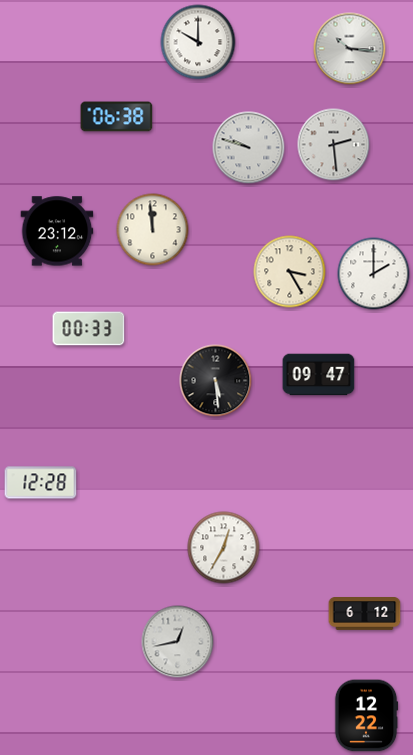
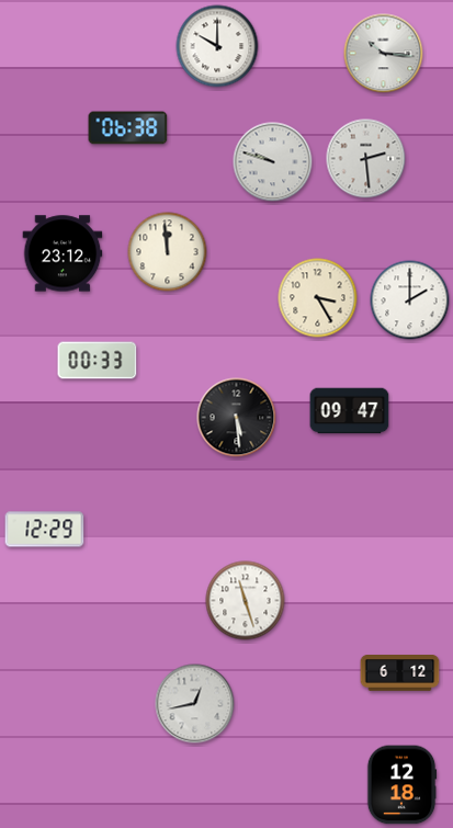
clock at (41, 483): 12:28 -> 12:29
clock at (224, 548): 12:35 -> 11:27
clock at (366, 716): 12:22 -> 12:18
